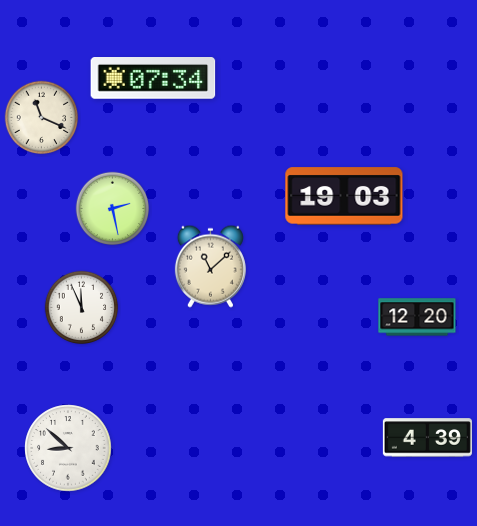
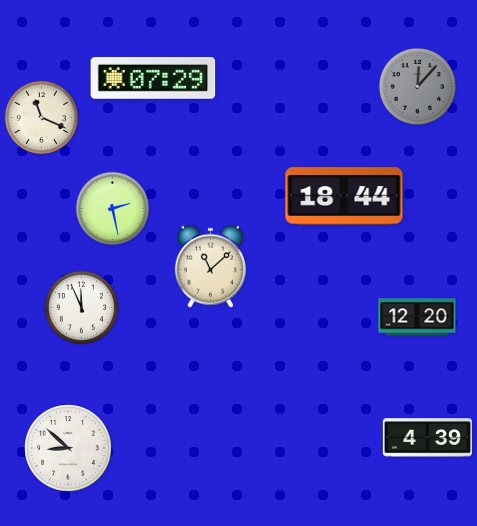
clock at (153, 79): 07:34 -> 07:29
clock at (417, 86): none -> 12:07
clock at (344, 196): 19:03 -> 18:44
